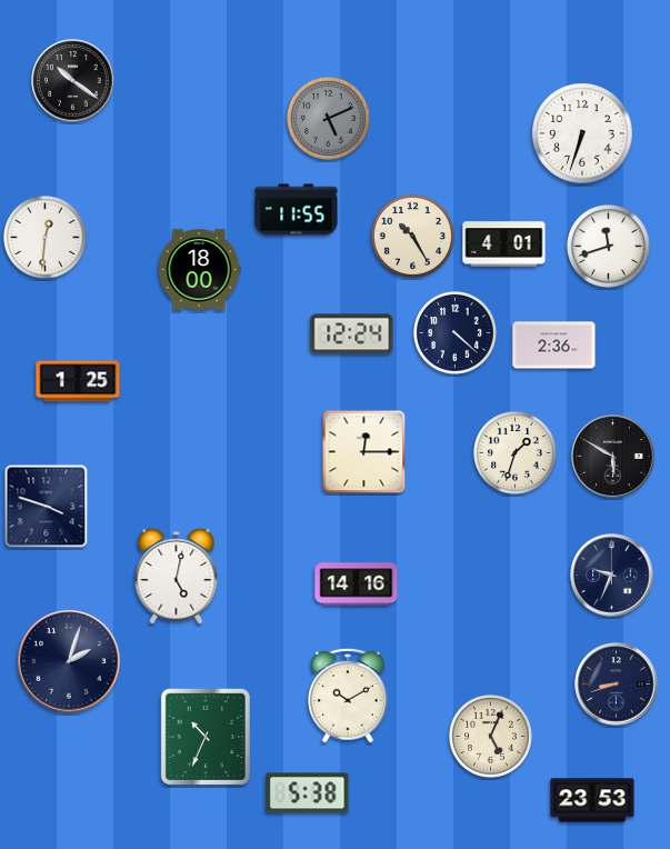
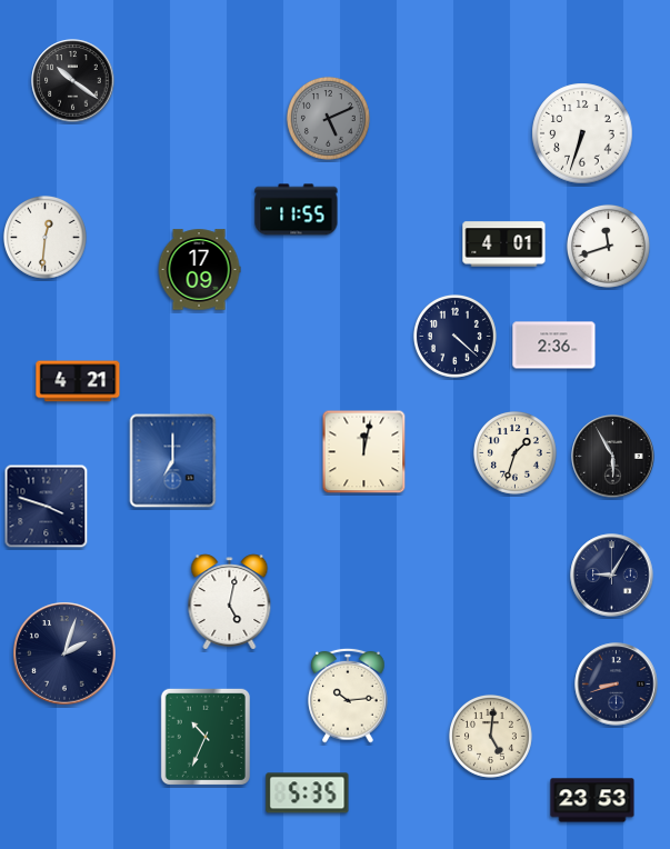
clock at (412, 236): 10:25 -> none
clock at (199, 270): 18:00 -> 17:09
clock at (454, 332) position: (454, 332) -> (454, 336)
clock at (352, 334): 12:24 -> none
clock at (78, 381): 1:25 -> 4:21
clock at (364, 452): 12:15 -> 12:02
clock at (613, 457): 5:50 -> 5:55
clock at (173, 461): none -> 7:00
clock at (612, 576): 9:34 -> 9:05
clock at (177, 577) position: (177, 577) -> (230, 602)
clock at (357, 585): 14:16 -> none
clock at (69, 661) position: (69, 661) -> (64, 653)
clock at (348, 696): 10:10 -> 10:14
clock at (490, 736): 5:04 -> 5:01
clock at (308, 793): 5:38 -> 5:35
